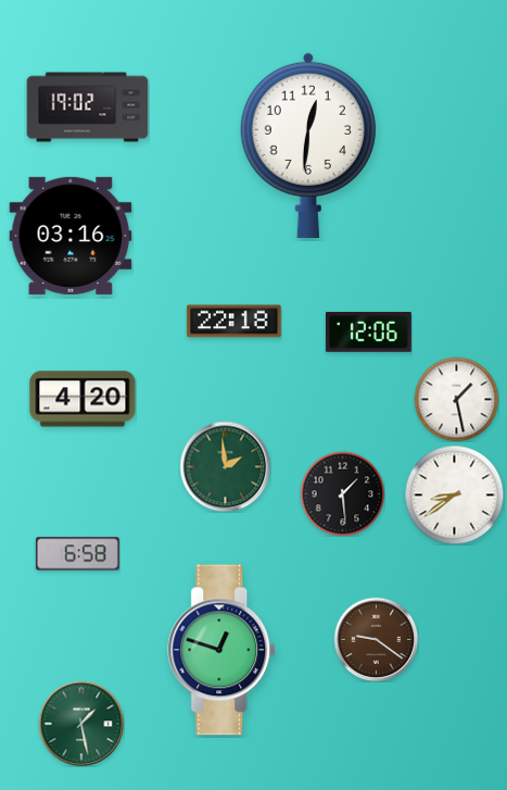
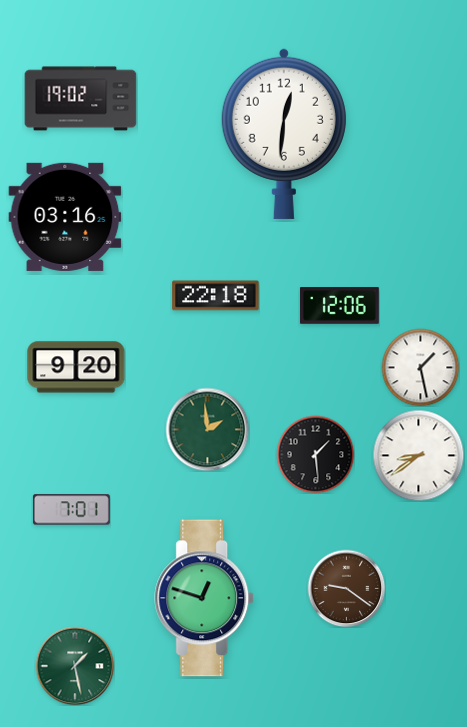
clock at (83, 399): 4:20 -> 9:20
clock at (77, 554): 6:58 -> 7:01
